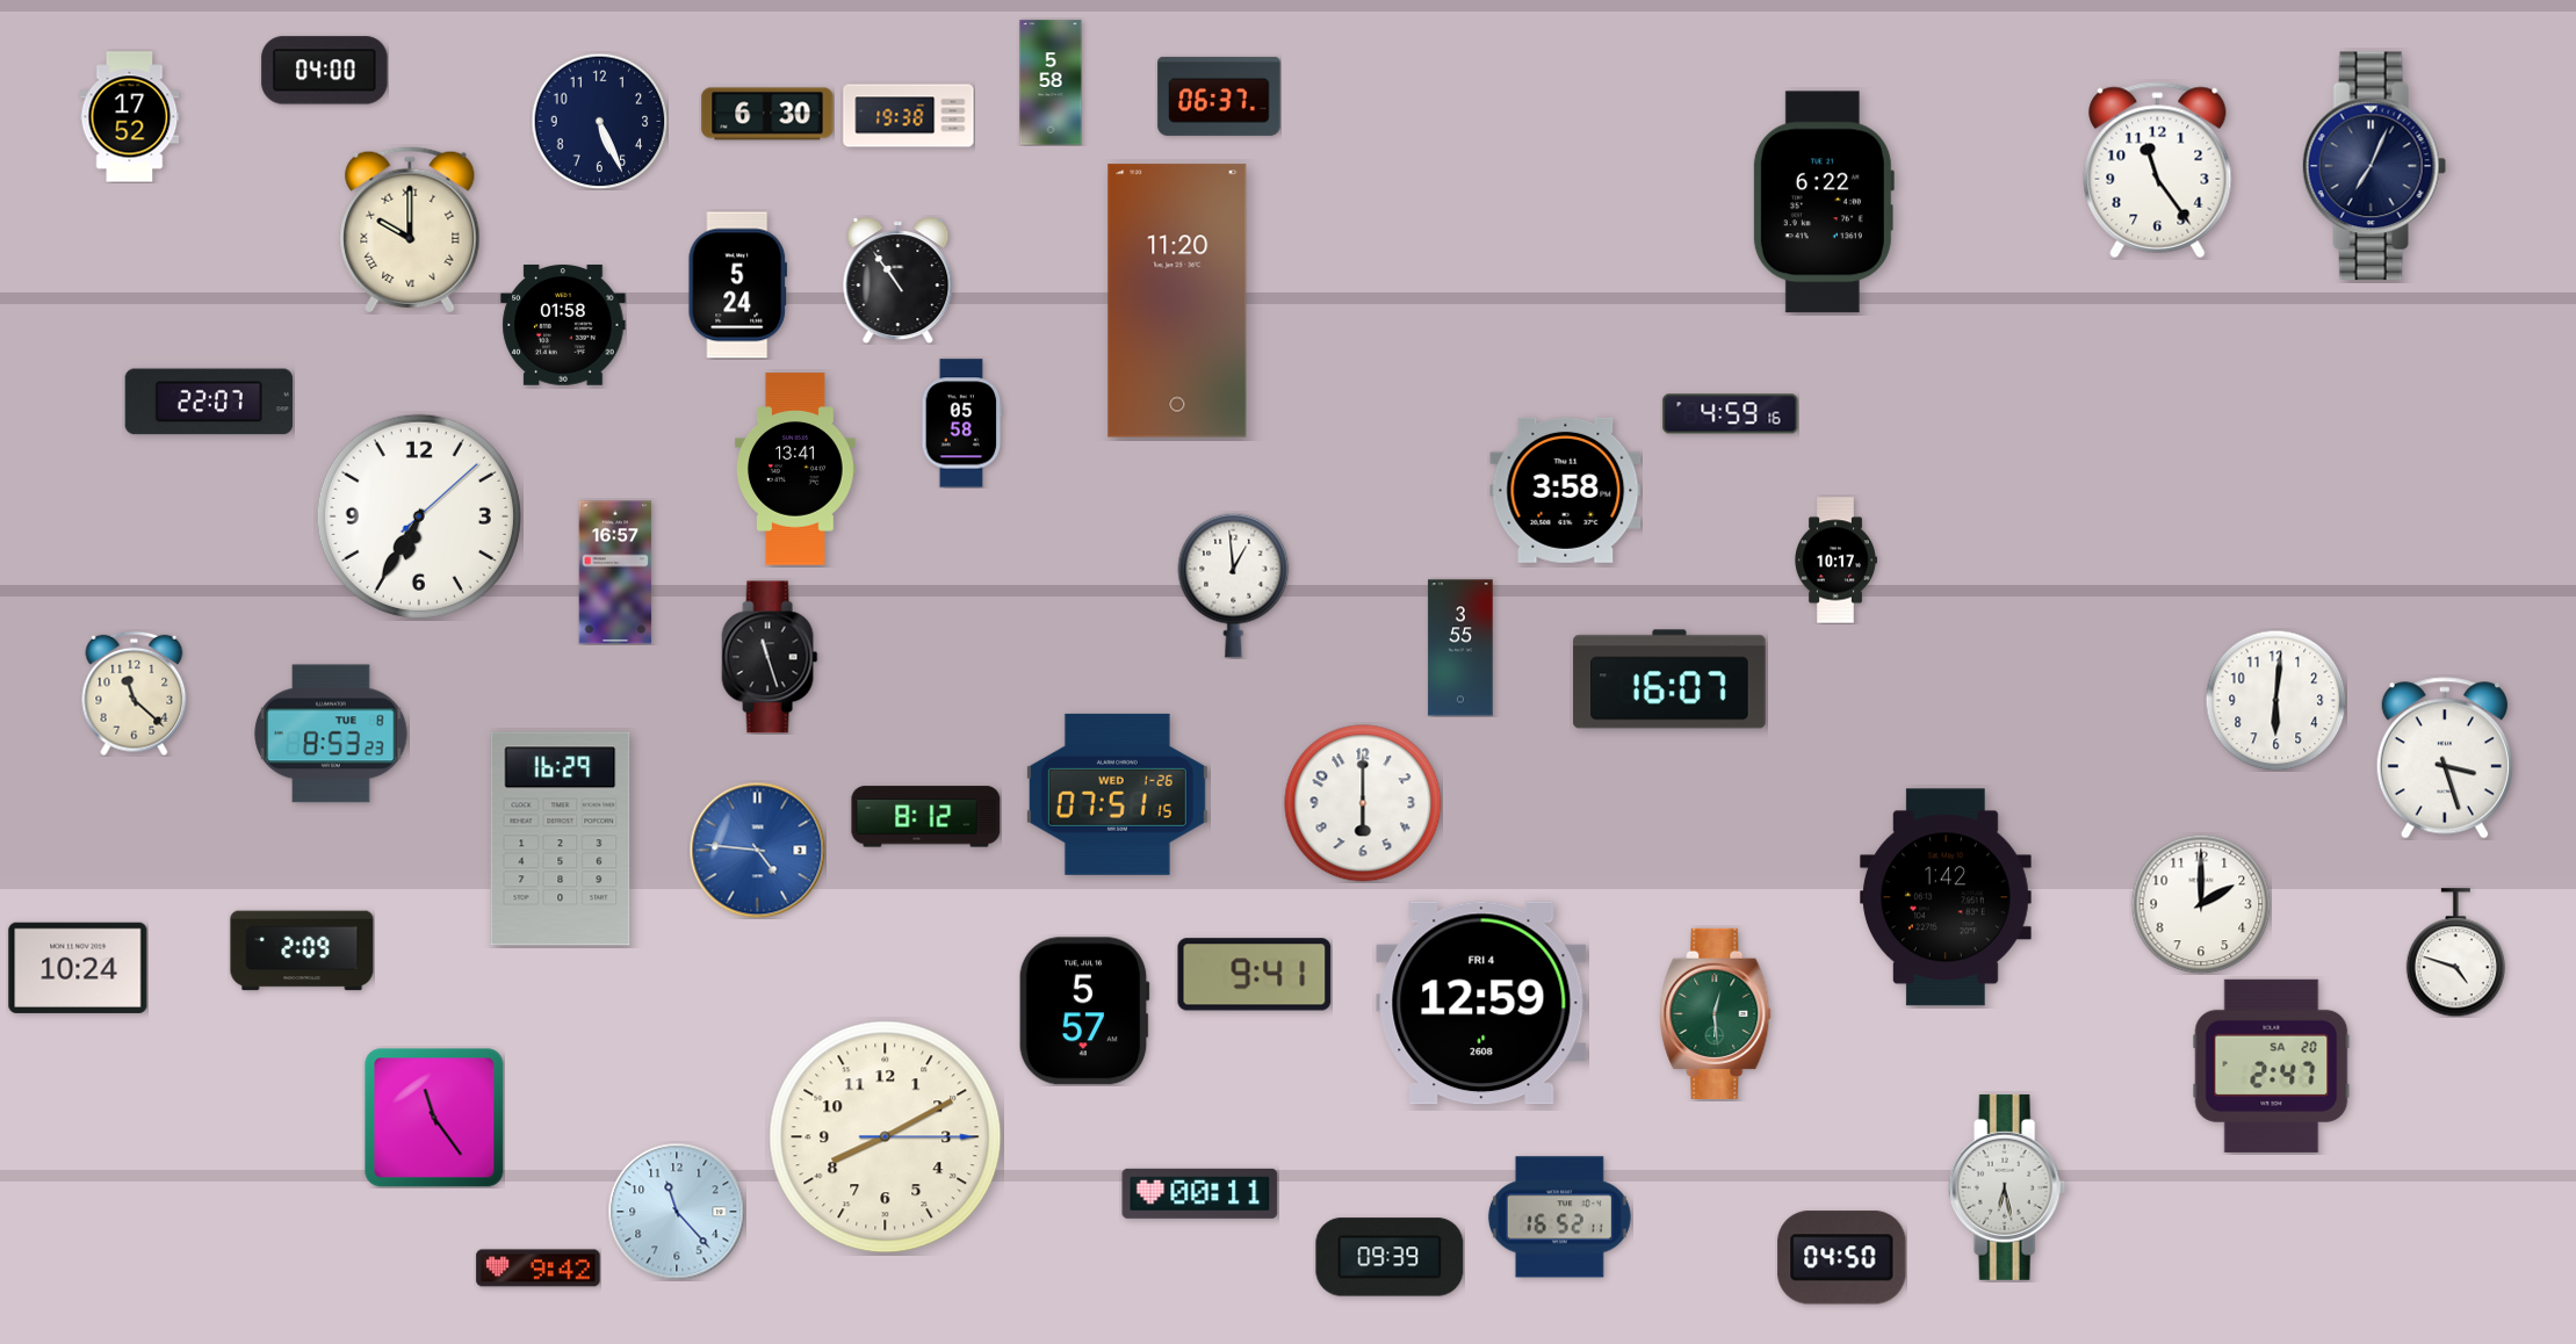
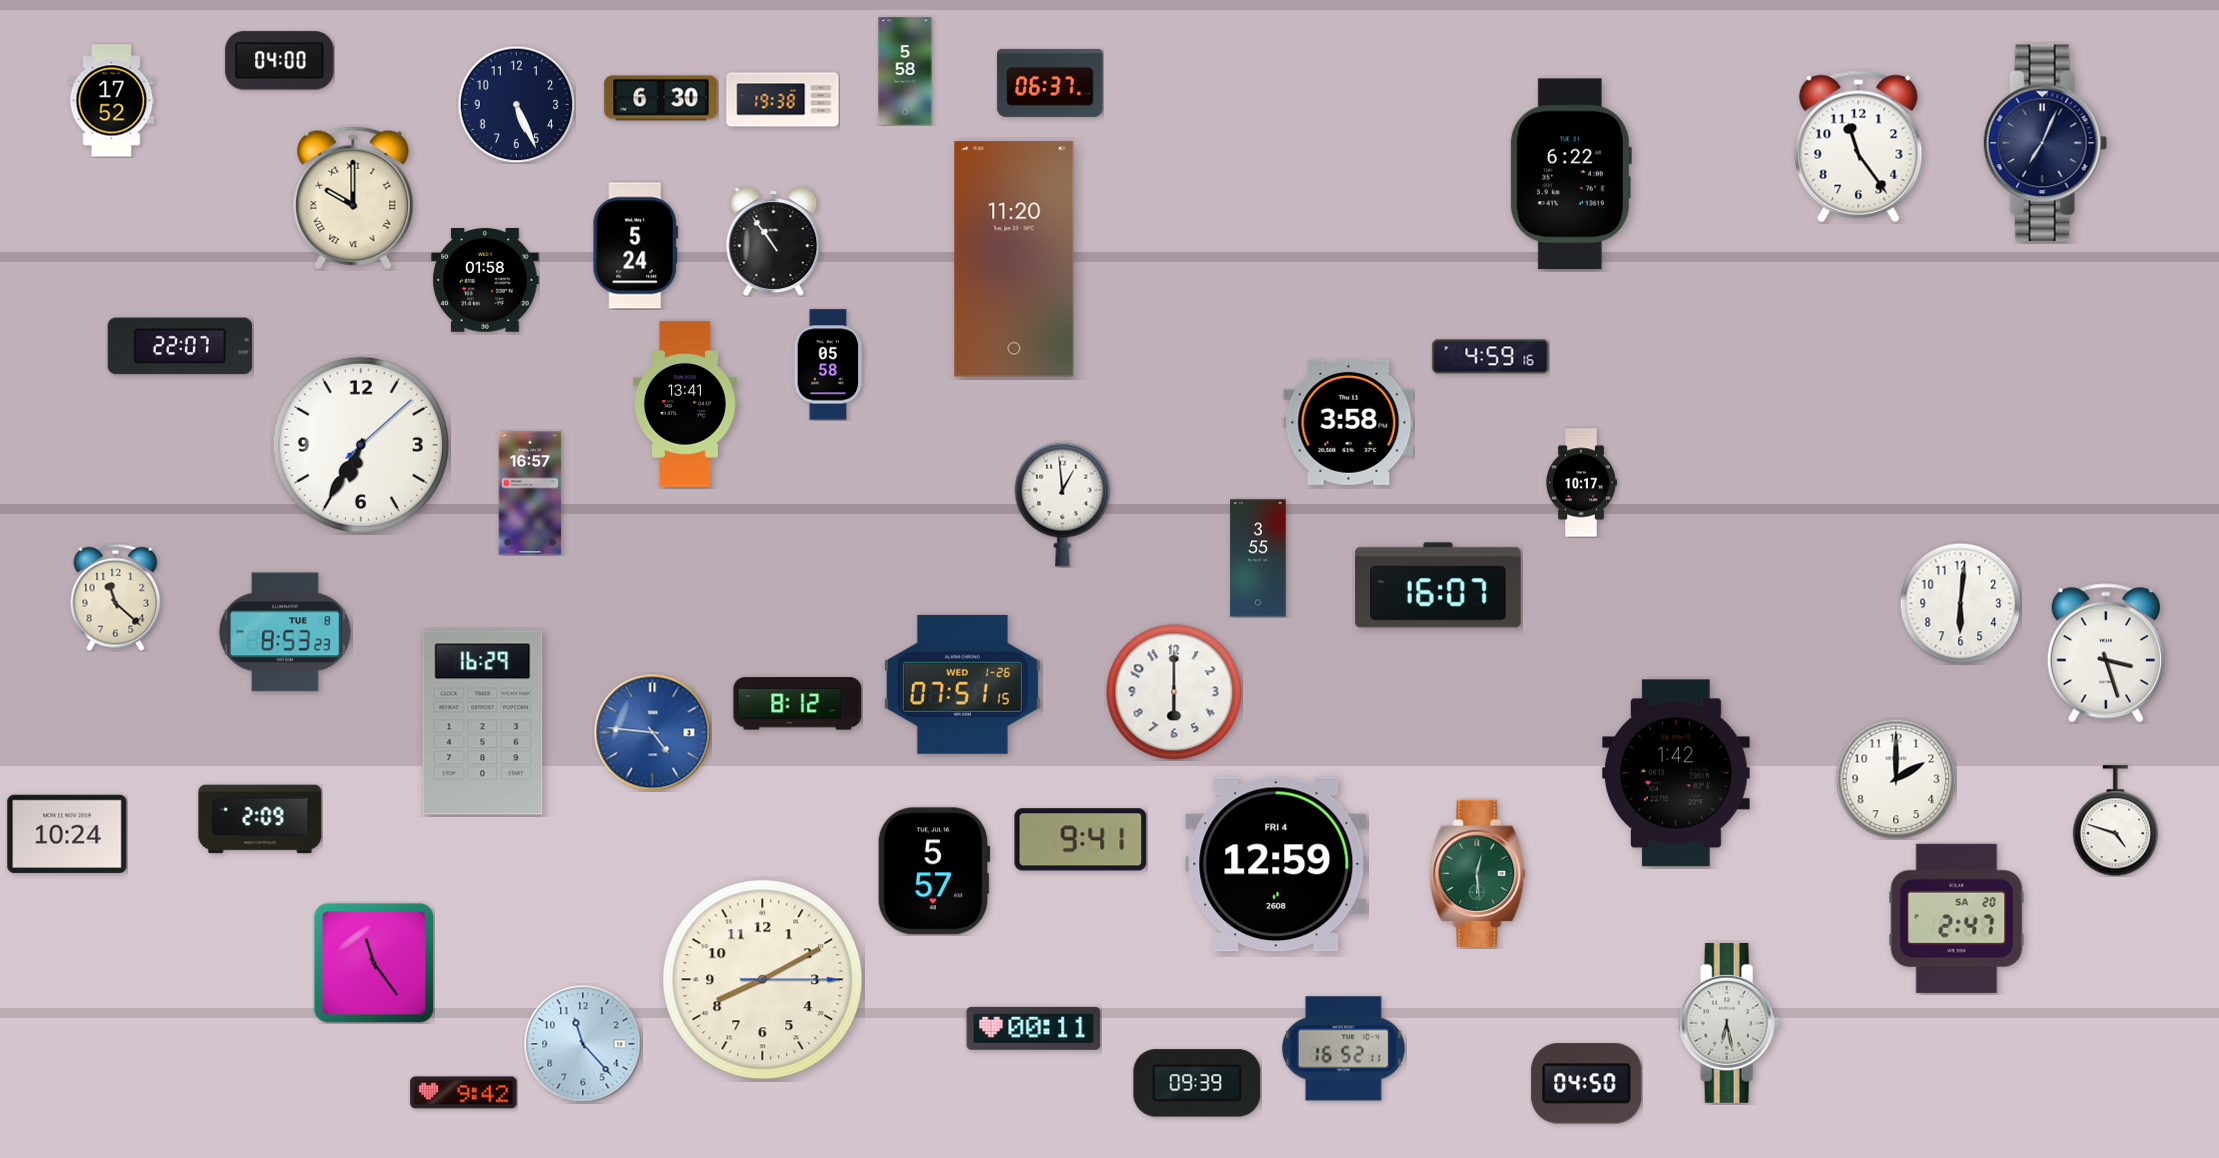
clock at (770, 657): 11:27 -> none
